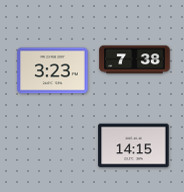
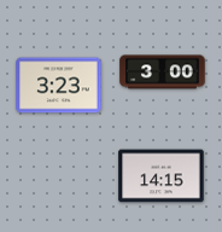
clock at (135, 60): 7:38 -> 3:00
clock at (53, 71) position: (53, 71) -> (59, 86)
